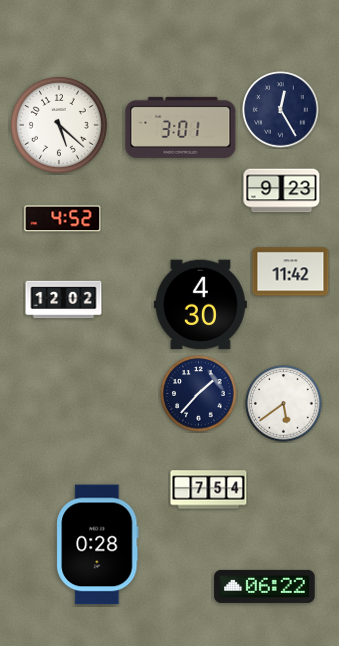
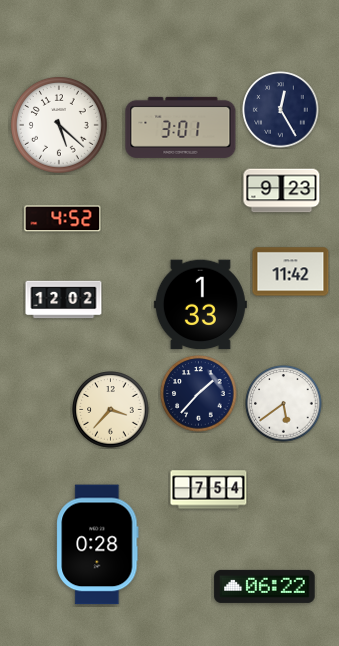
clock at (200, 305): 4:30 -> 1:33
clock at (111, 410): none -> 3:37
